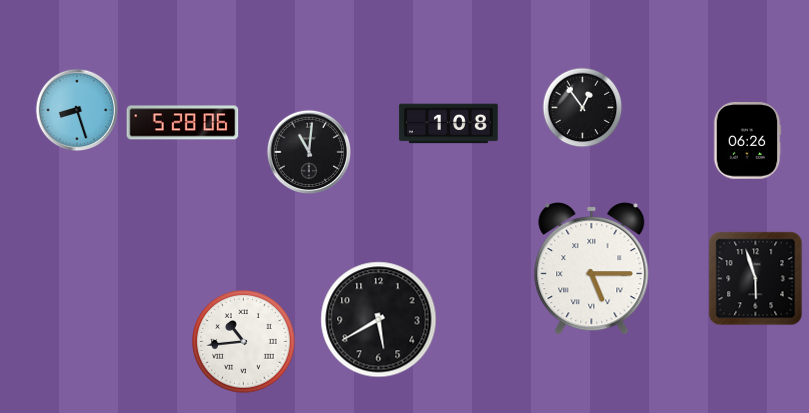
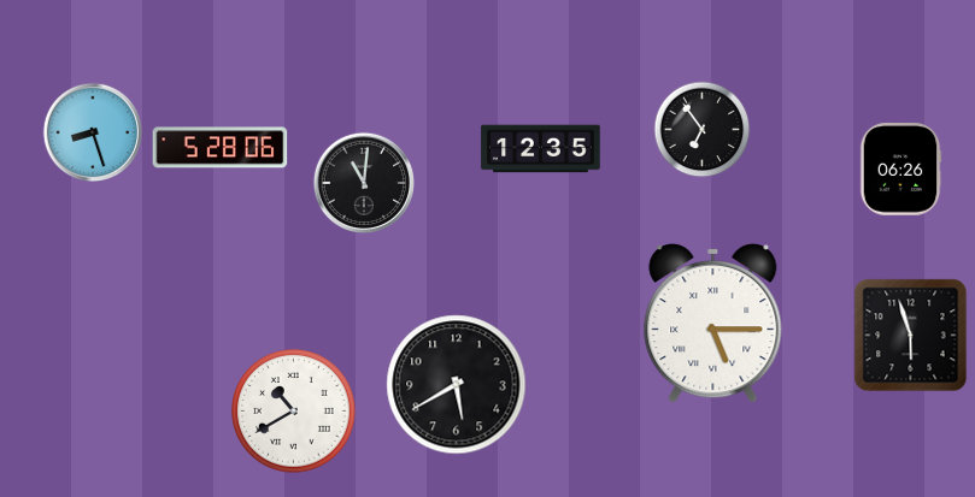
clock at (583, 108): 12:54 -> 6:54
clock at (449, 124): 1:08 -> 12:35
clock at (308, 151) position: (308, 151) -> (363, 182)
clock at (244, 342): 10:44 -> 10:40
